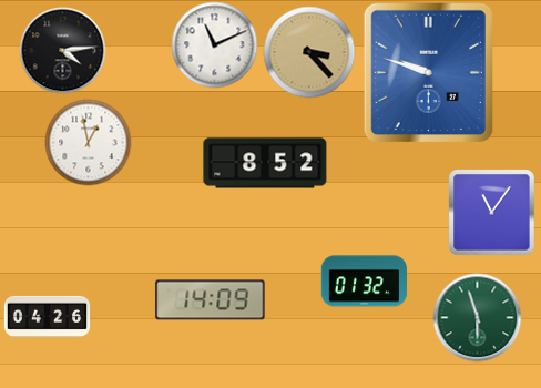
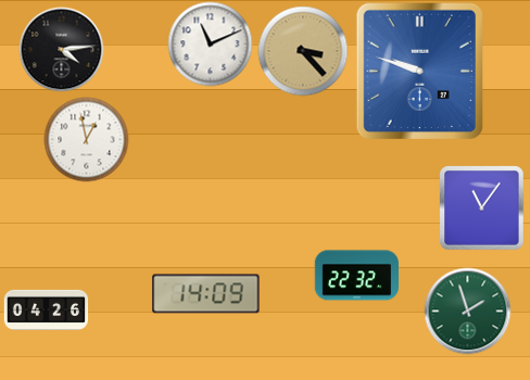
clock at (265, 163): 8:52 -> none
clock at (364, 282): 01:32 -> 22:32
clock at (477, 317): 5:57 -> 1:57
